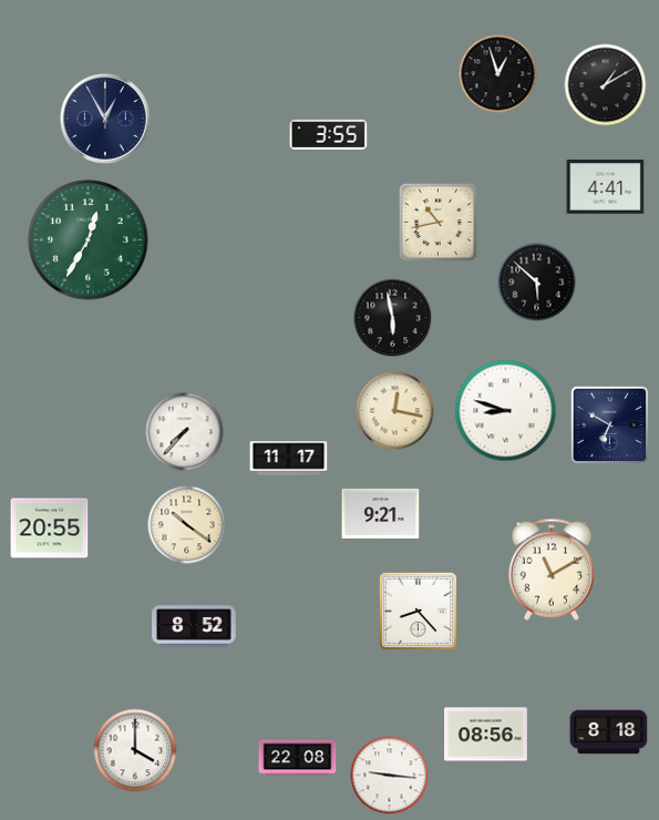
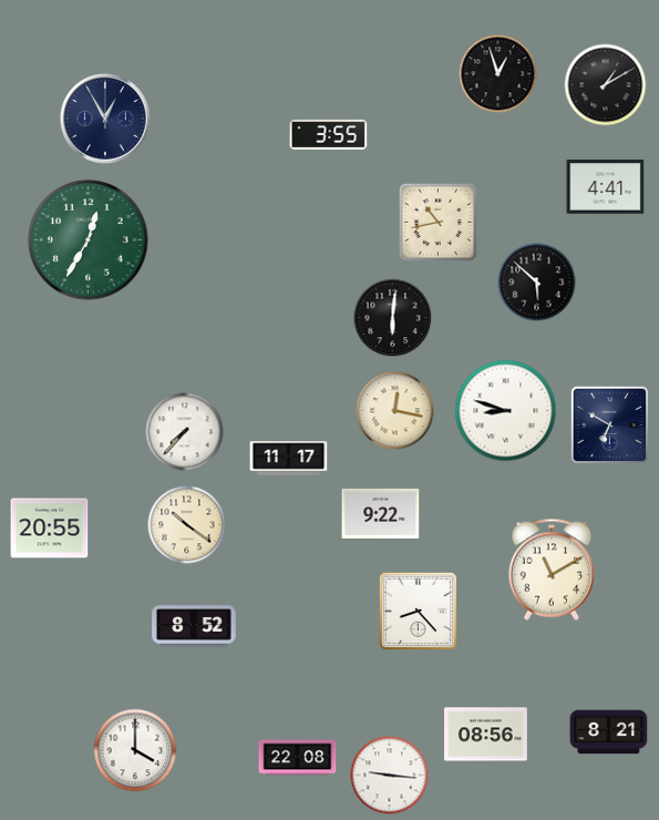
clock at (393, 318): 5:58 -> 6:01
clock at (381, 513): 9:21 -> 9:22
clock at (609, 732): 8:18 -> 8:21
